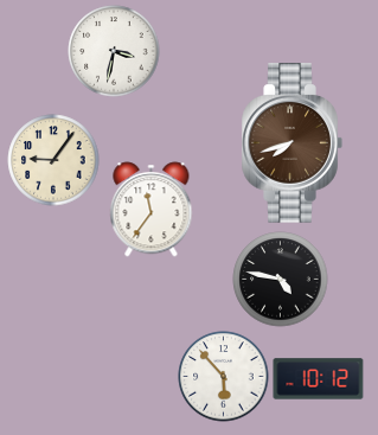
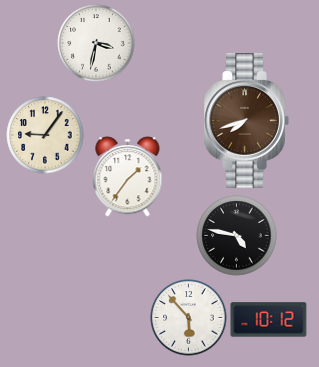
clock at (152, 210): 11:36 -> 1:36
